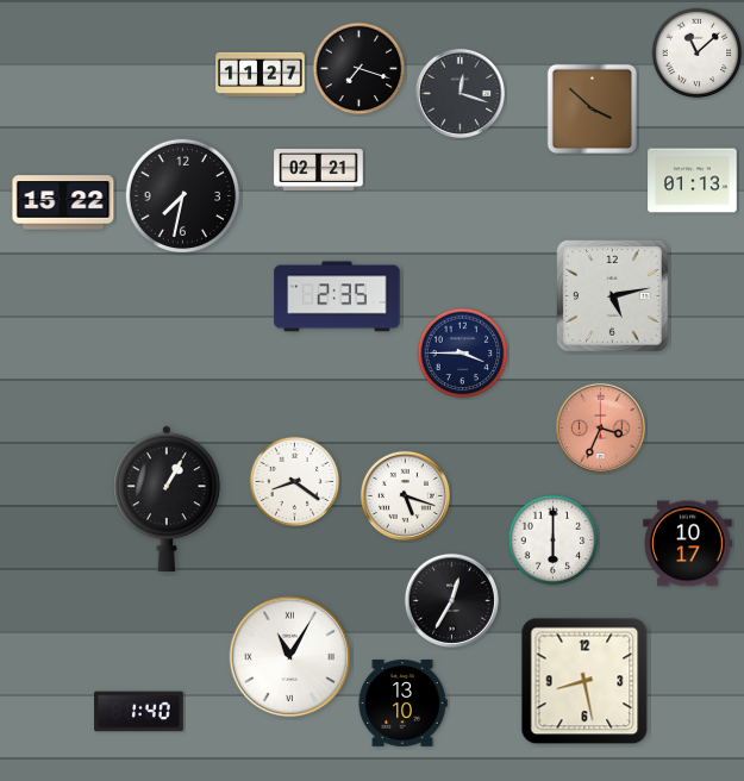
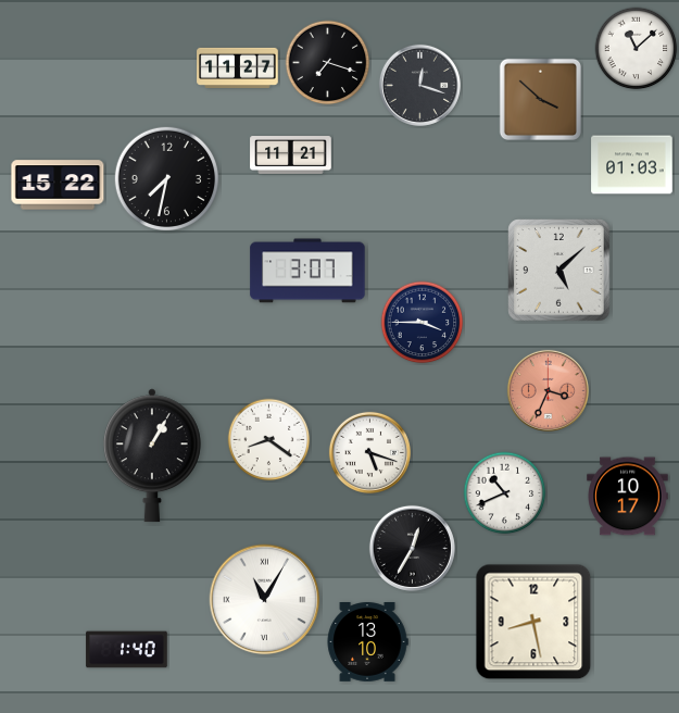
clock at (319, 170): 02:21 -> 11:21
clock at (693, 181): 01:13 -> 01:03
clock at (337, 296): 2:35 -> 3:07
clock at (613, 296): 5:13 -> 5:08
clock at (554, 541): 6:00 -> 10:41
